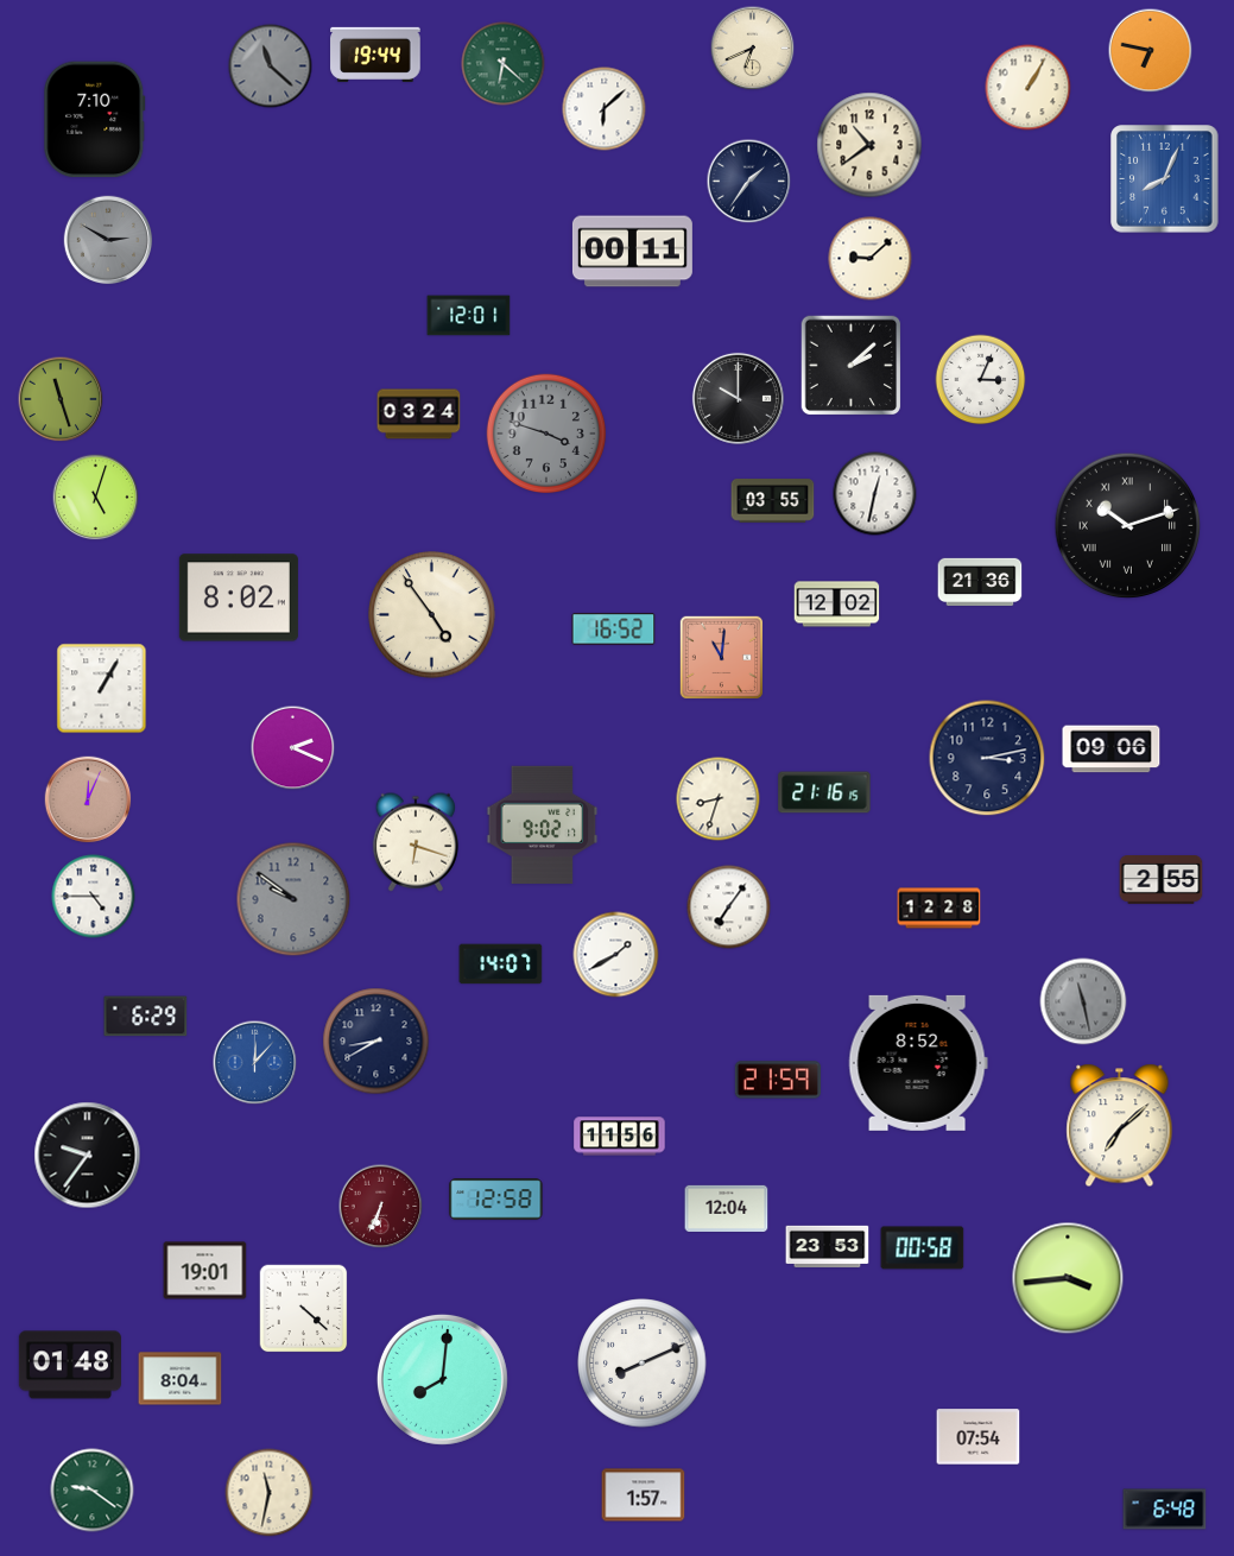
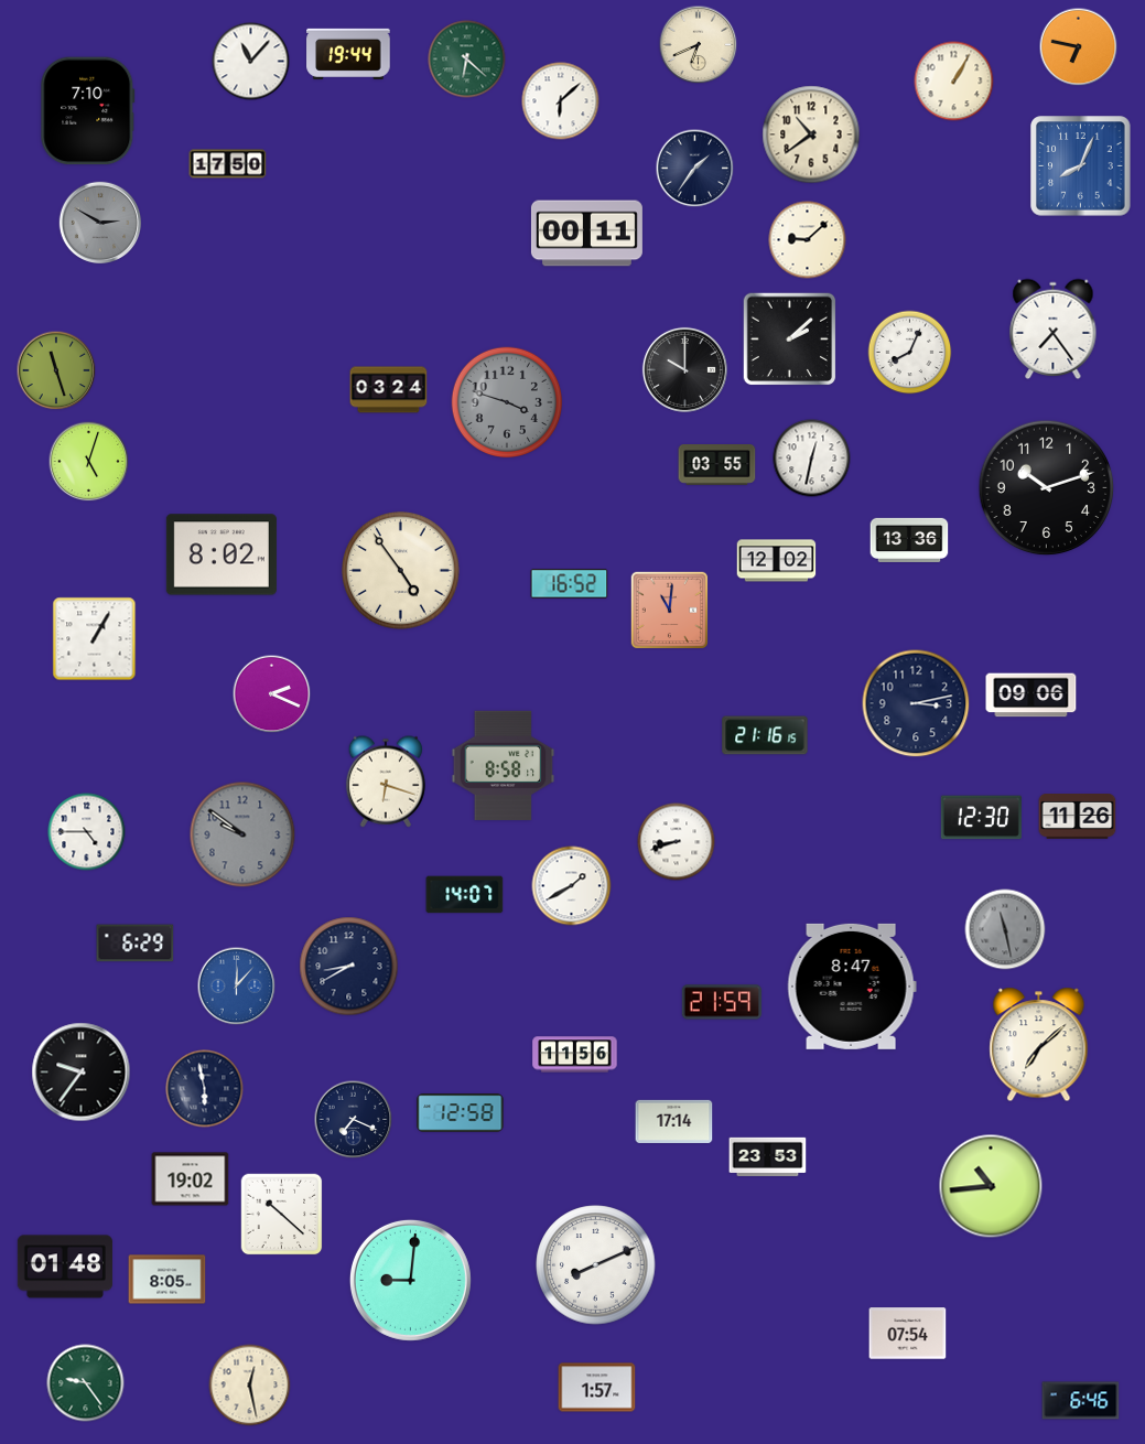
clock at (1151, 51) position: (1151, 51) -> (1079, 47)
clock at (375, 55) position: (375, 55) -> (348, 54)
clock at (271, 67): 11:22 -> 11:07
clock at (271, 67) dial: grey -> white
clock at (869, 145) position: (869, 145) -> (811, 134)
clock at (228, 164): none -> 17:50
clock at (469, 316): 12:01 -> none
clock at (1054, 328): none -> 7:24
clock at (981, 380): 3:04 -> 8:04
clock at (419, 415) position: (419, 415) -> (389, 390)
clock at (1128, 526) numerals: Roman -> Arabic
clock at (980, 581): 21:36 -> 13:36
clock at (88, 799): 12:04 -> none
clock at (719, 799): 8:33 -> none
clock at (543, 824): 9:02 -> 8:58
clock at (1162, 880): 2:55 -> 11:26
clock at (981, 818): none -> 12:30
clock at (293, 899) position: (293, 899) -> (242, 834)
clock at (729, 907): 7:06 -> 8:42
clock at (939, 909): 12:28 -> none
clock at (918, 1063): 8:52 -> 8:47
clock at (205, 1089): none -> 5:58
clock at (381, 1207): 6:34 -> 7:19
clock at (381, 1207) dial: burgundy -> navy
clock at (727, 1208): 12:04 -> 17:14
clock at (923, 1248): 00:58 -> none
clock at (205, 1271): 19:01 -> 19:02
clock at (1068, 1278): 3:44 -> 10:44
clock at (304, 1309): 4:22 -> 10:22
clock at (181, 1379): 8:04 -> 8:05
clock at (442, 1379): 8:01 -> 9:01
clock at (93, 1491): 9:21 -> 9:24
clock at (270, 1493): 11:32 -> 12:28
clock at (1165, 1510): 6:48 -> 6:46
